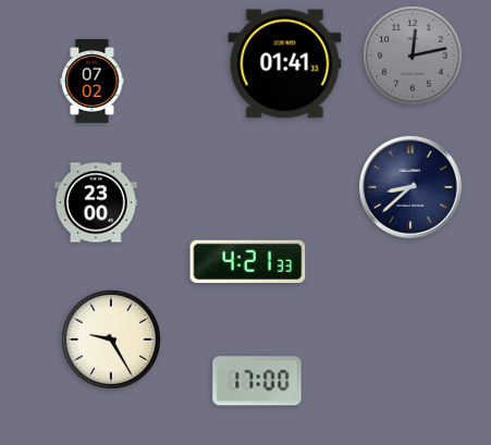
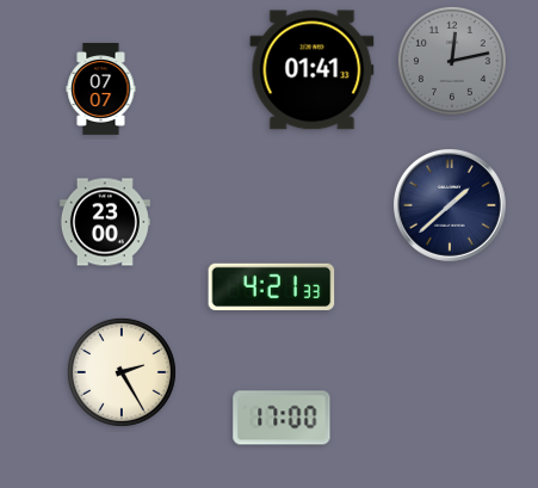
clock at (93, 81): 07:02 -> 07:07
clock at (412, 188): 8:38 -> 1:38
clock at (111, 339): 9:25 -> 2:25
